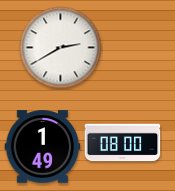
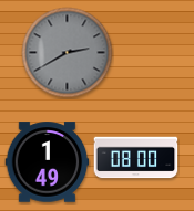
clock at (61, 48) dial: white -> grey
